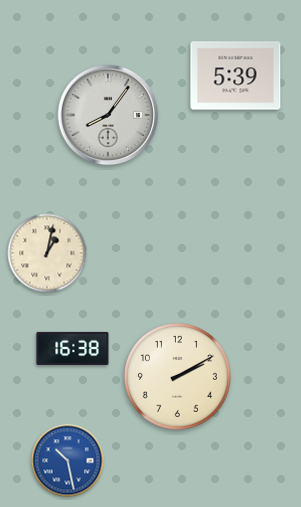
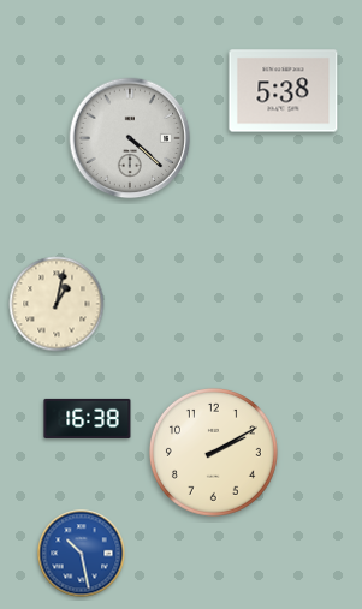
clock at (236, 76): 5:39 -> 5:38
clock at (108, 115): 8:06 -> 4:22
